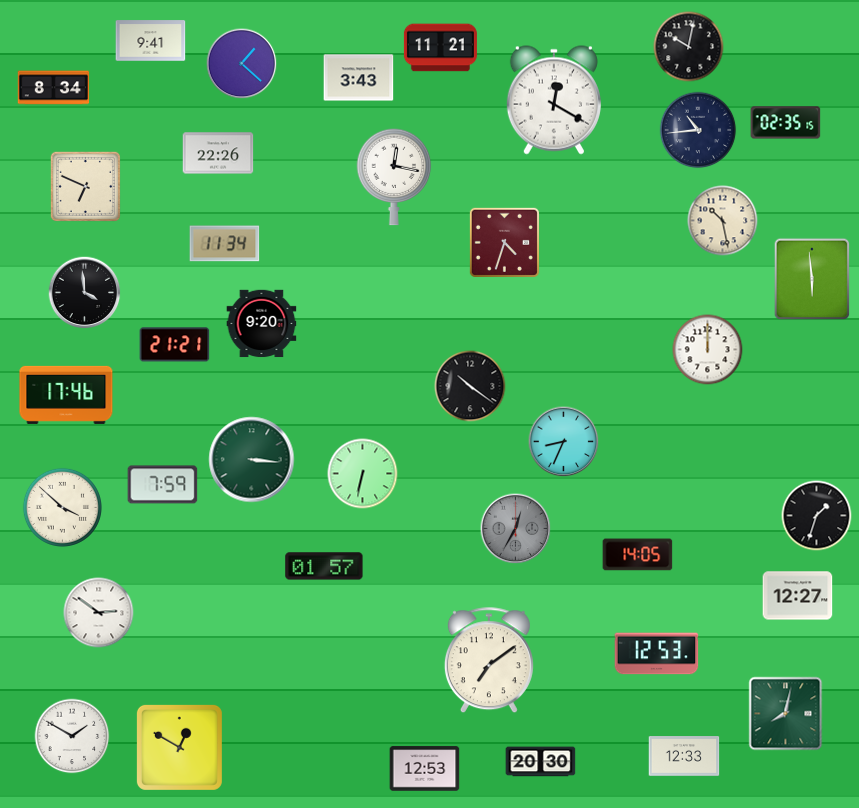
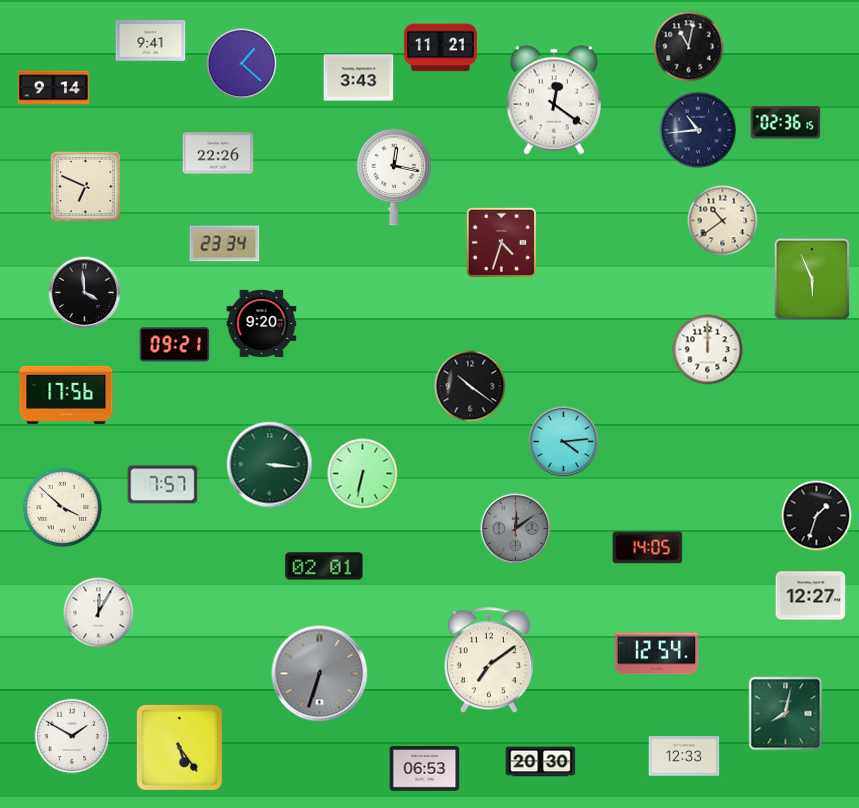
clock at (689, 47): 10:02 -> 11:02
clock at (54, 88): 8:34 -> 9:14
clock at (554, 100): 12:20 -> 12:21
clock at (786, 123): 02:35 -> 02:36
clock at (723, 221): 10:28 -> 10:39
clock at (504, 242) position: (504, 242) -> (501, 242)
clock at (225, 244): 11:34 -> 23:34
clock at (812, 279): 5:59 -> 5:56
clock at (175, 345): 21:21 -> 09:21
clock at (66, 395): 17:46 -> 17:56
clock at (564, 442): 8:34 -> 4:14
clock at (252, 460) position: (252, 460) -> (270, 465)
clock at (163, 485): 7:59 -> 7:57
clock at (516, 529): 12:35 -> 12:09
clock at (638, 555) position: (638, 555) -> (648, 548)
clock at (324, 566): 01:57 -> 02:01
clock at (798, 596) position: (798, 596) -> (811, 596)
clock at (99, 613): 2:51 -> 12:05
clock at (657, 654): 12:53 -> 12:54
clock at (320, 674): none -> 6:33
clock at (179, 747): 12:50 -> 5:24
clock at (425, 769): 12:53 -> 06:53
